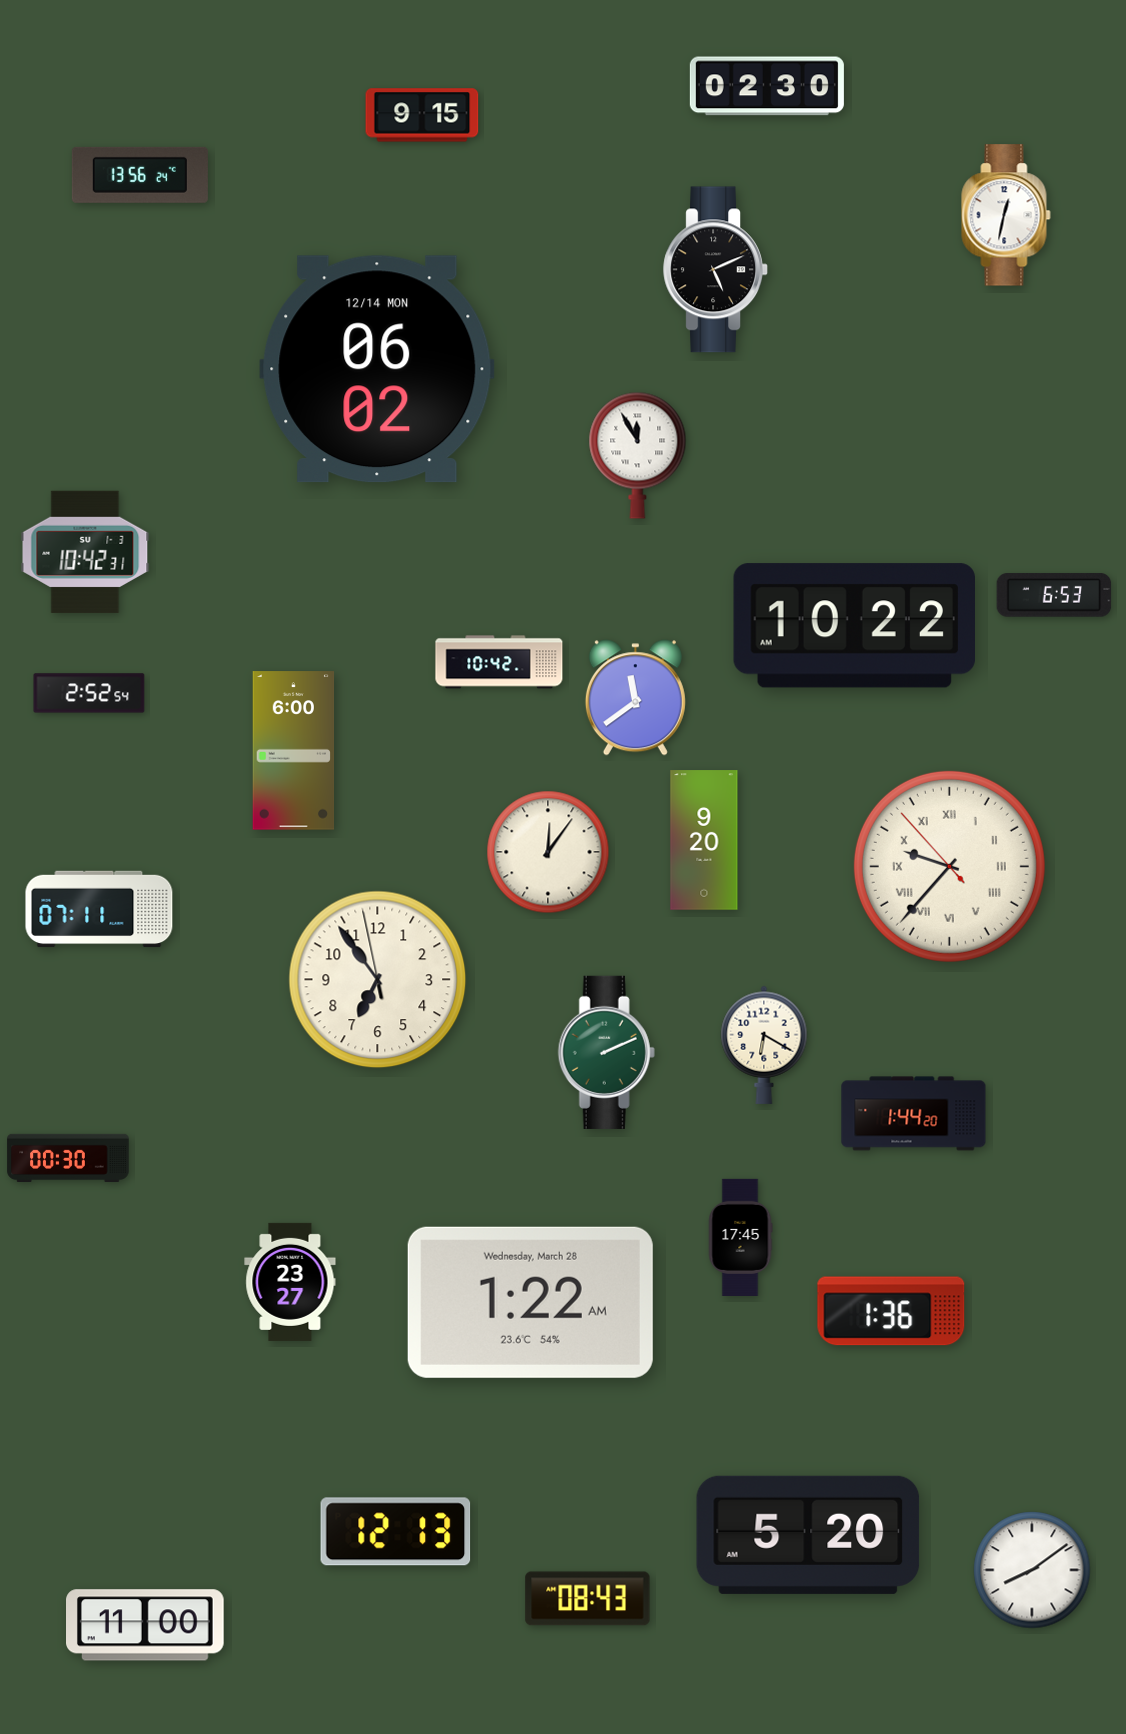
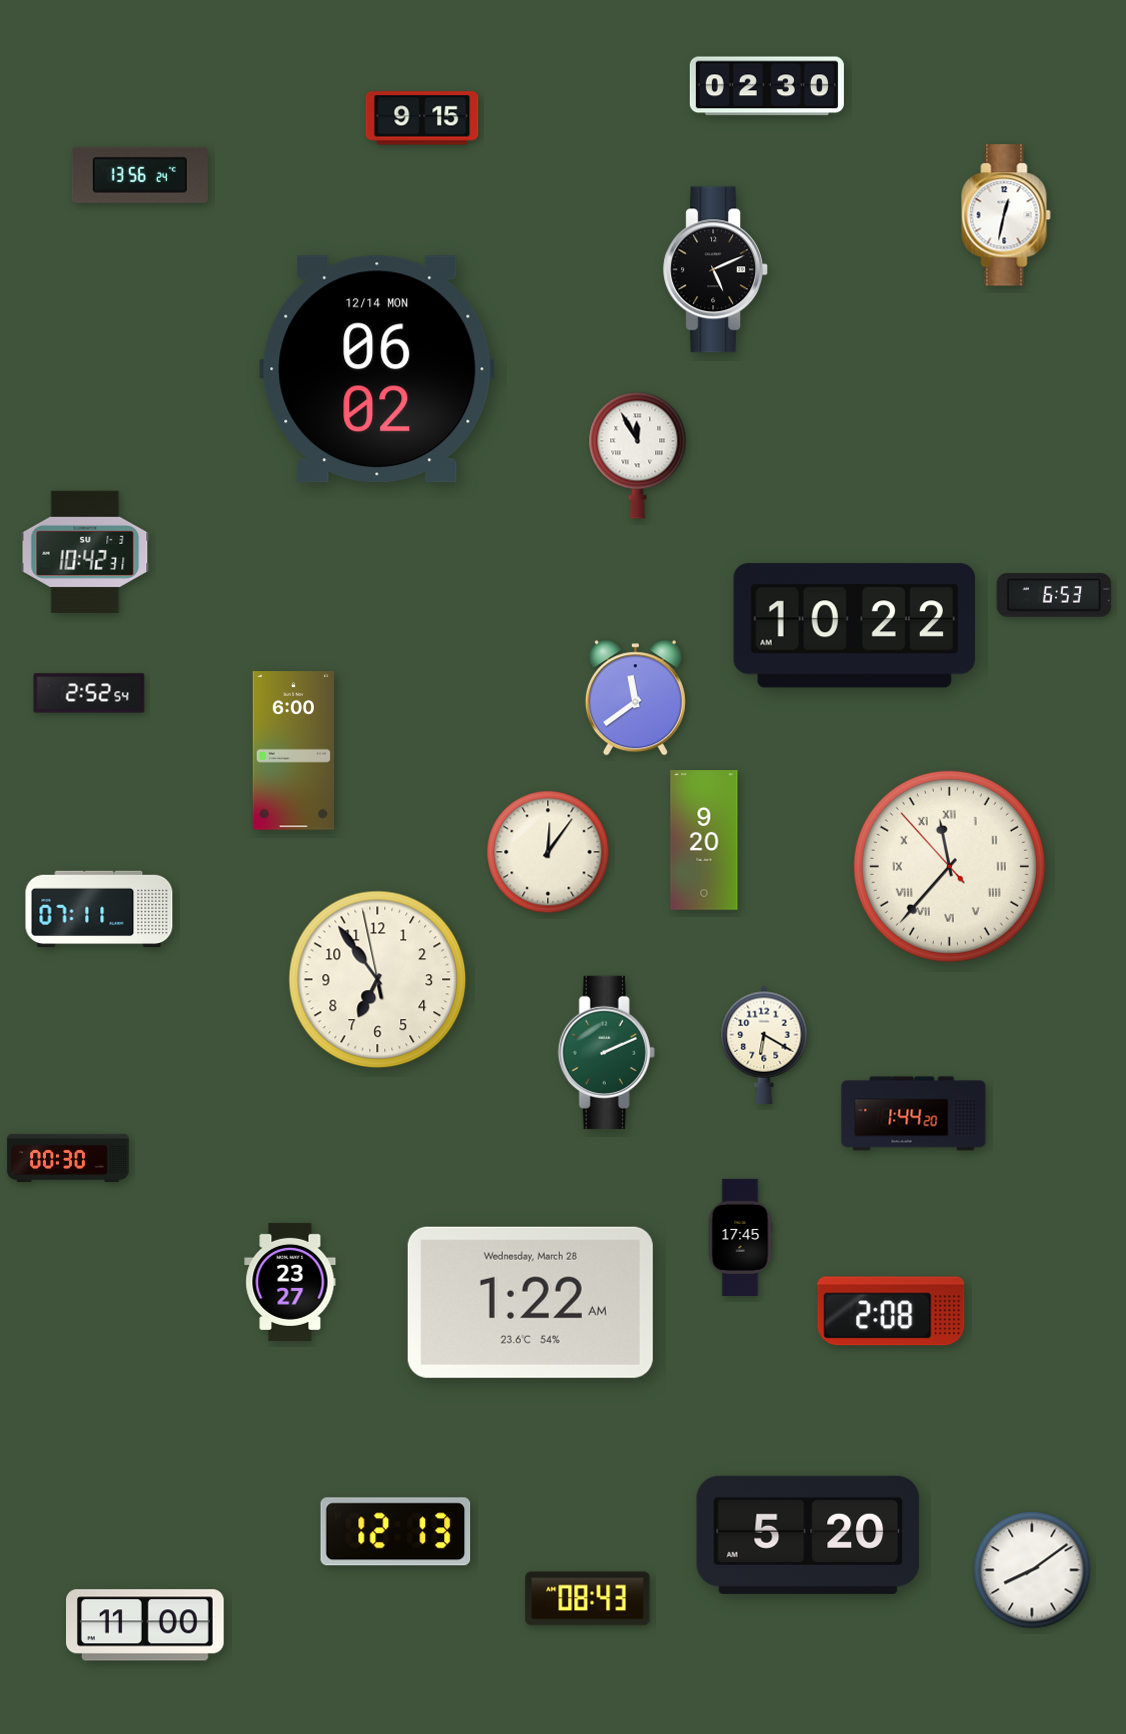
clock at (422, 115) position: (422, 115) -> (422, 118)
clock at (499, 662): 10:42 -> none
clock at (949, 866): 9:36 -> 11:36
clock at (891, 1311): 1:36 -> 2:08
